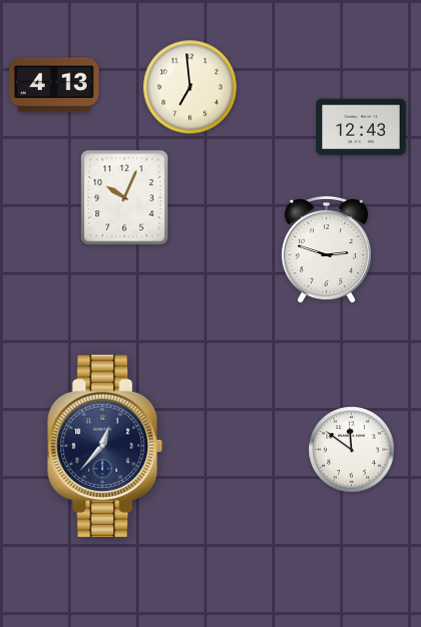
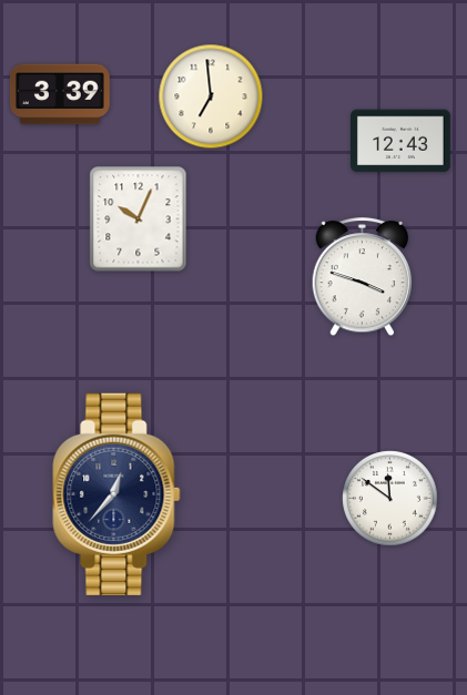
clock at (55, 85): 4:13 -> 3:39
clock at (327, 250): 2:48 -> 3:48
